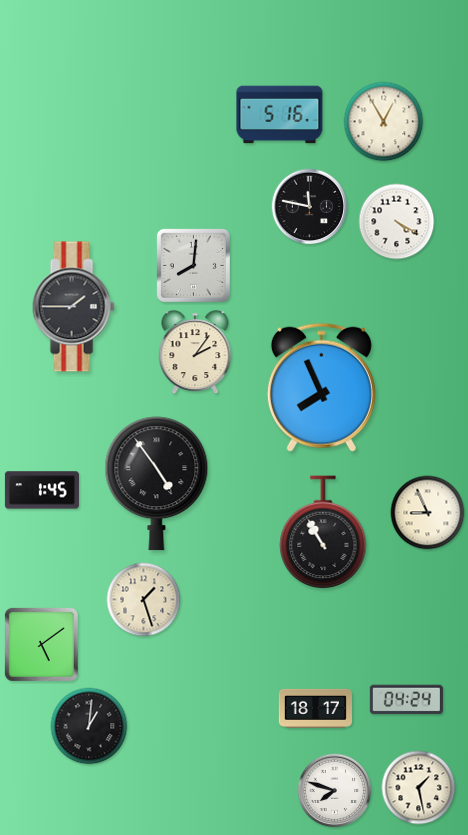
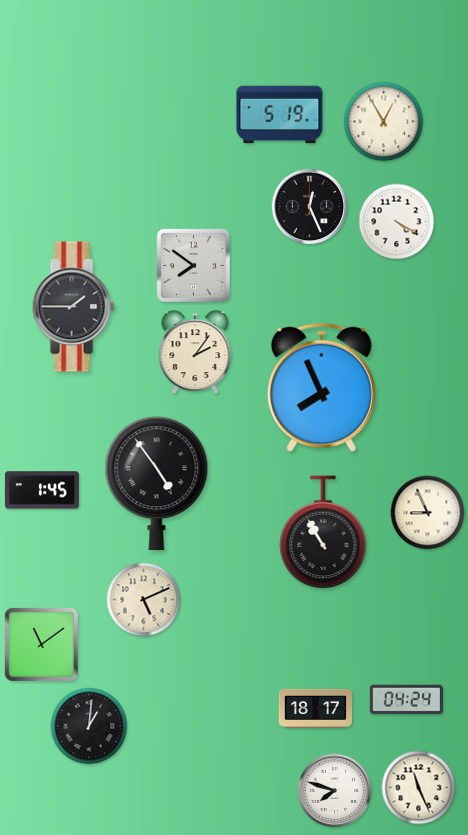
clock at (280, 115): 5:16 -> 5:19
clock at (310, 207): 11:47 -> 12:26
clock at (193, 265): 8:01 -> 7:51
clock at (144, 600): 1:27 -> 5:11
clock at (41, 644): 5:09 -> 11:09
clock at (419, 788): 1:28 -> 11:26
